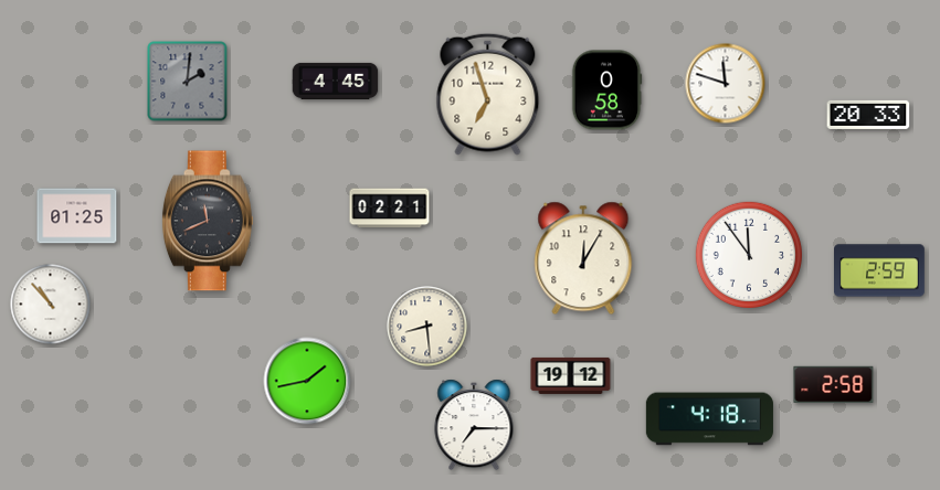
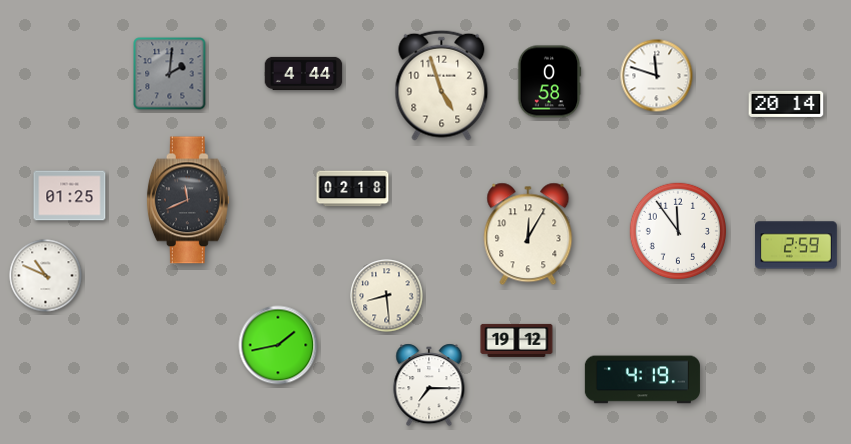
clock at (336, 81): 4:45 -> 4:44
clock at (488, 94): 6:57 -> 4:57
clock at (868, 115): 20:33 -> 20:14
clock at (390, 209): 02:21 -> 02:18
clock at (51, 305): 10:53 -> 10:49
clock at (834, 385): 2:58 -> none
clock at (709, 419): 4:18 -> 4:19
